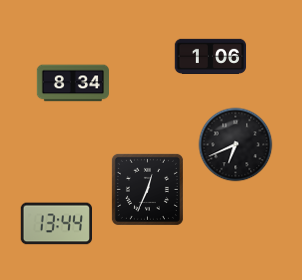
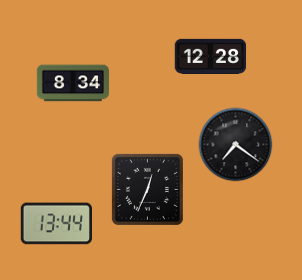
clock at (211, 56): 1:06 -> 12:28
clock at (236, 145): 6:41 -> 7:21
